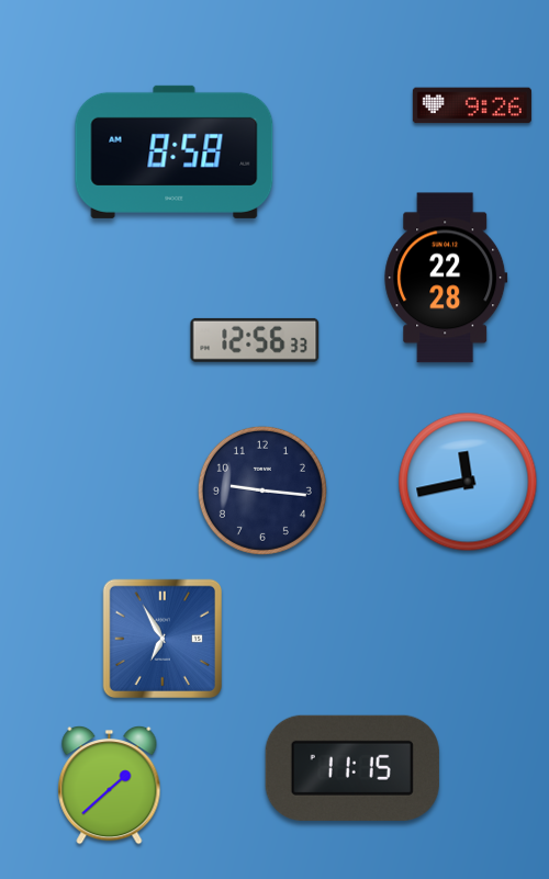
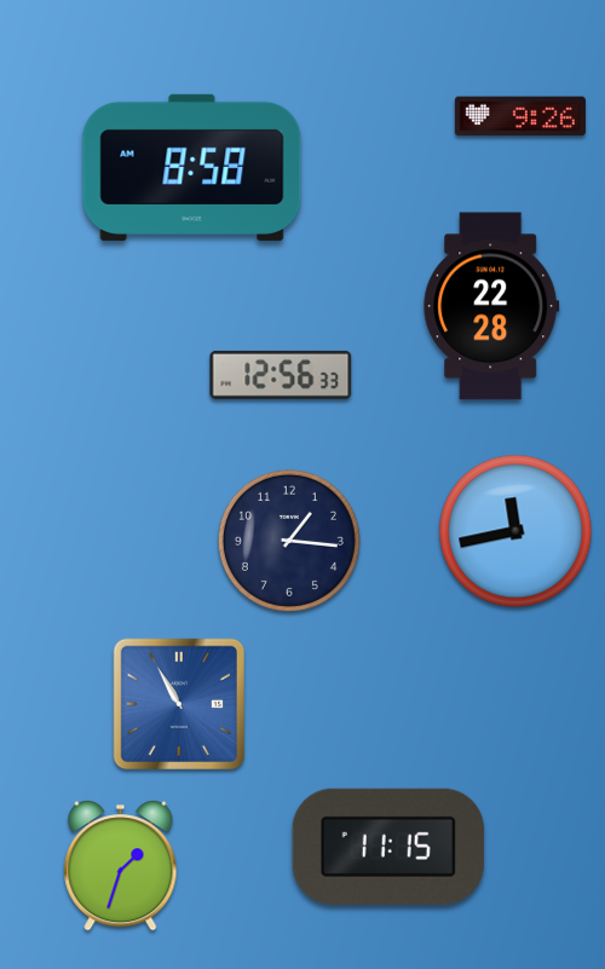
clock at (262, 491): 9:16 -> 1:16
clock at (161, 638): 6:55 -> 10:55
clock at (110, 785): 1:38 -> 1:33
